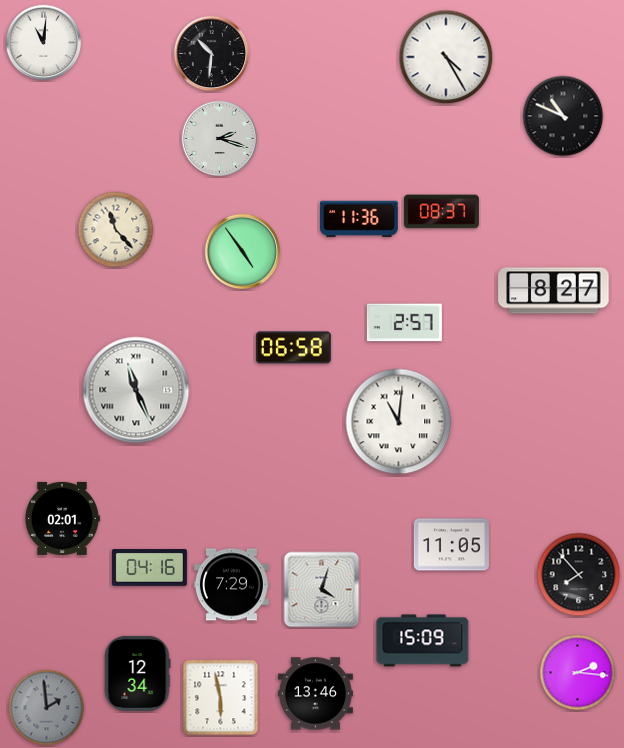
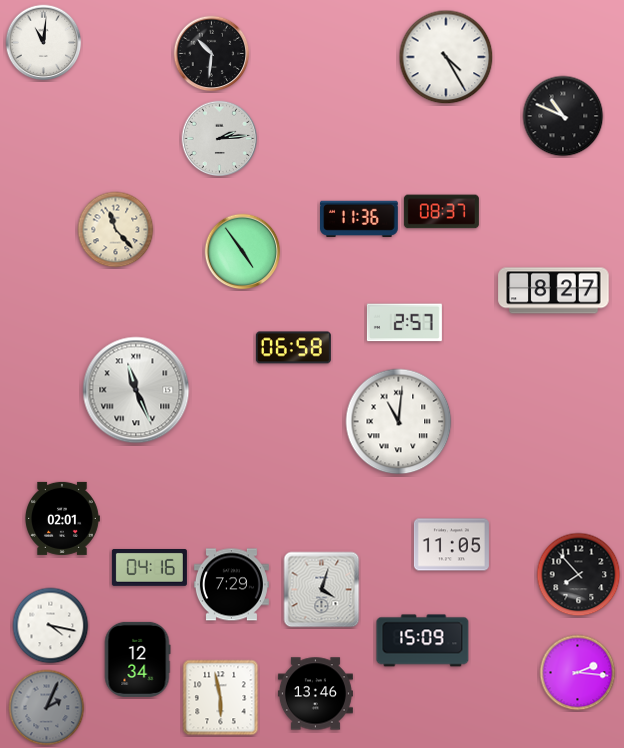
clock at (220, 139): 2:18 -> 2:14
clock at (51, 626): none -> 4:17
clock at (137, 673) position: (137, 673) -> (137, 659)
clock at (47, 708): 1:59 -> 2:04
